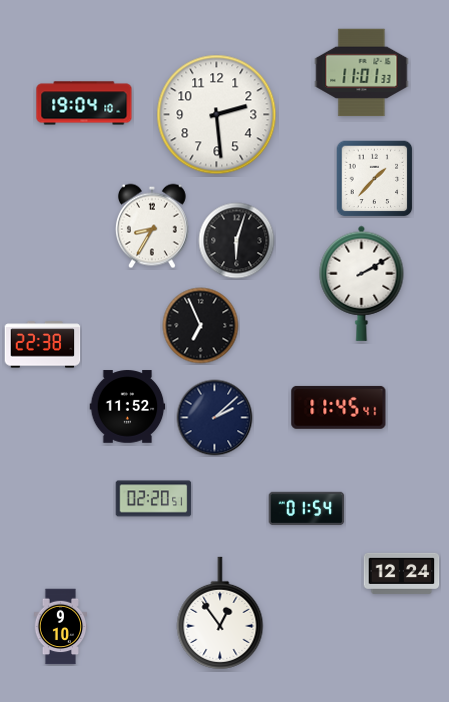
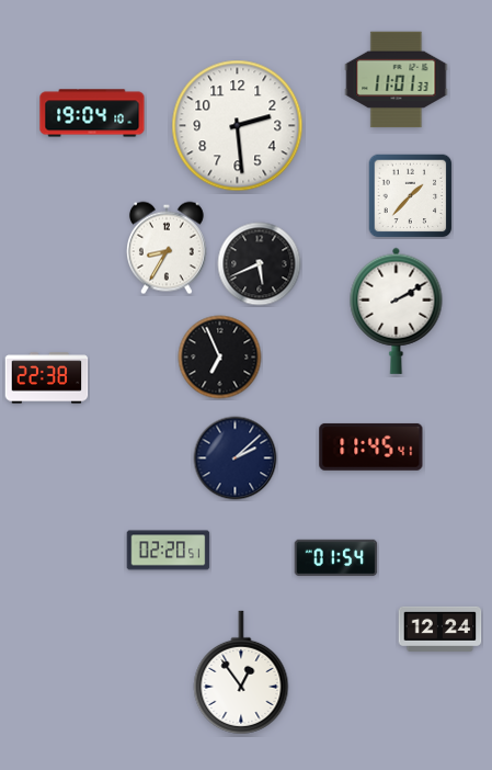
clock at (237, 241): 6:03 -> 5:41
clock at (128, 407): 11:52 -> none
clock at (154, 499) position: (154, 499) -> (169, 551)
clock at (61, 627): 9:10 -> none
